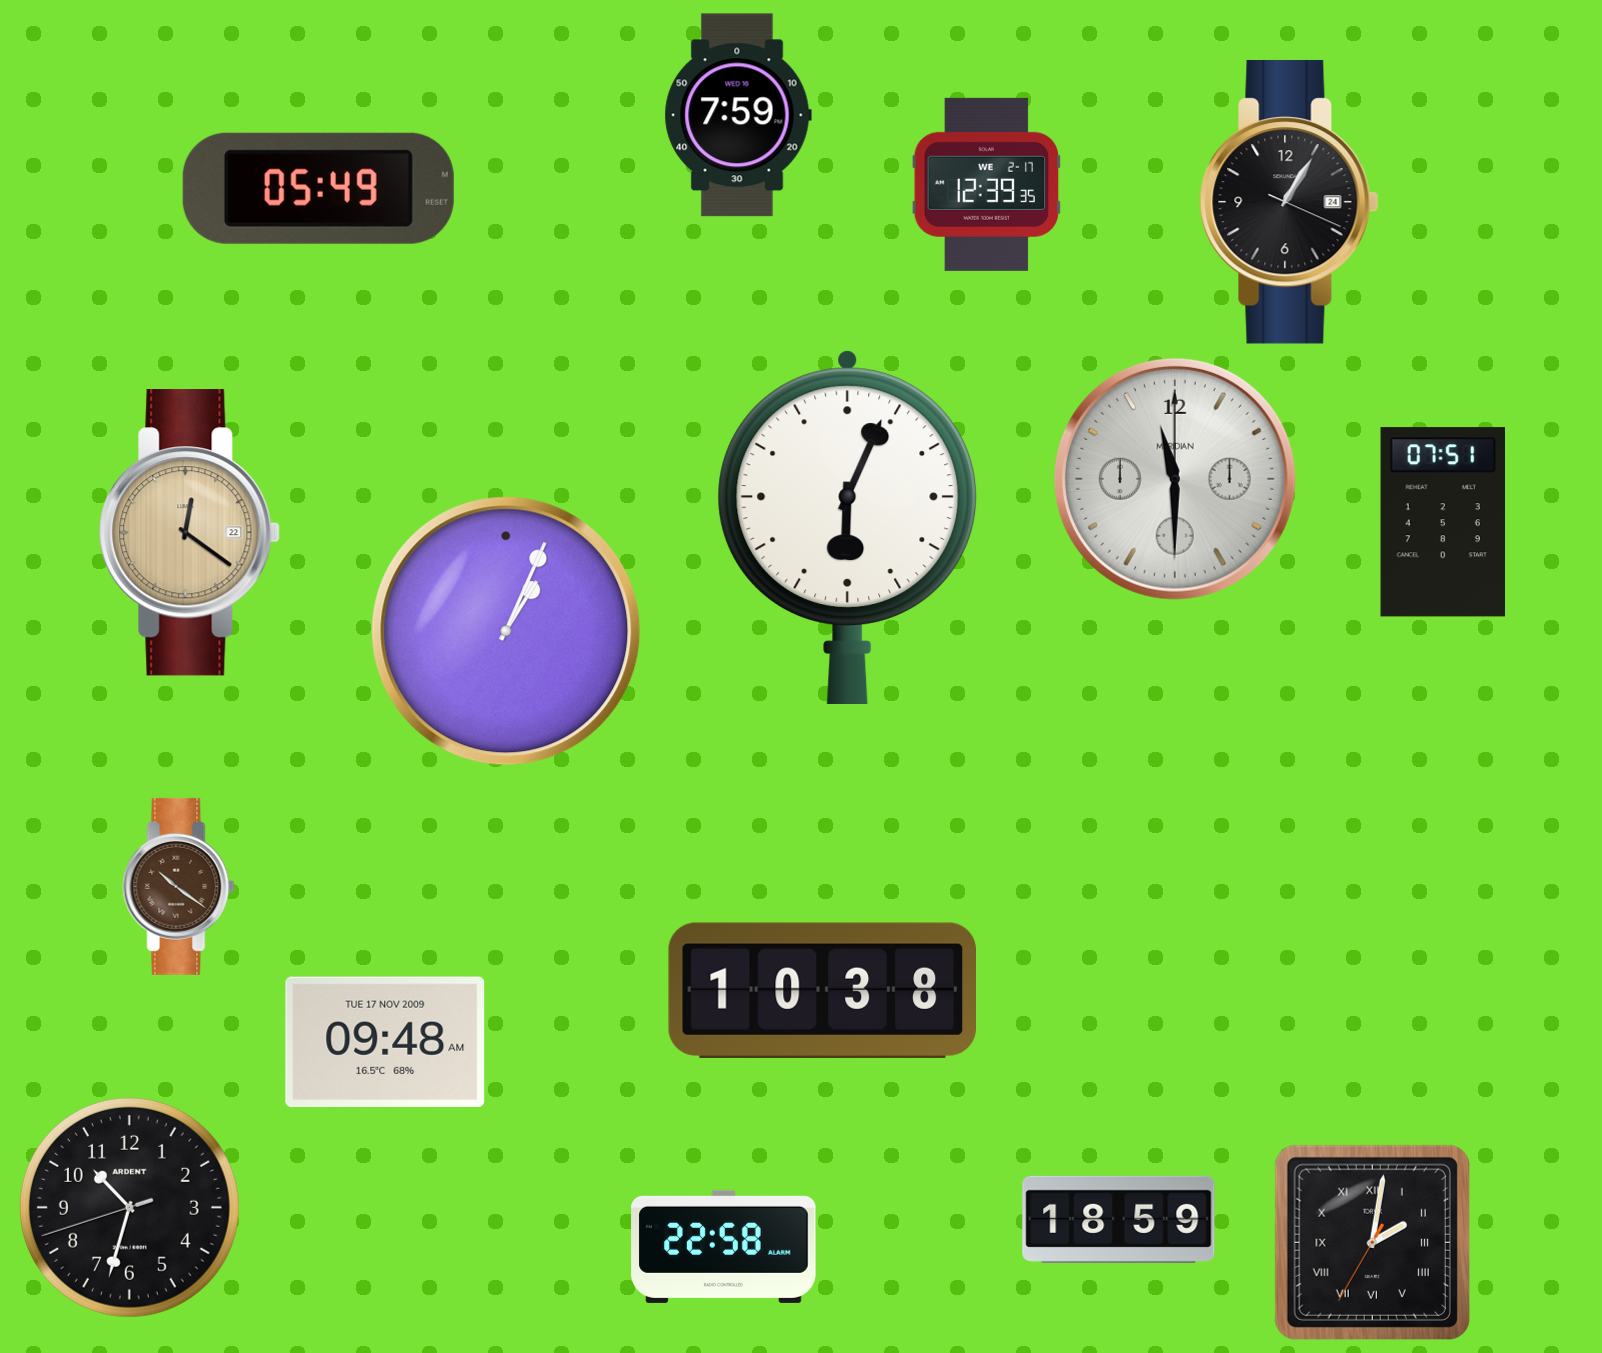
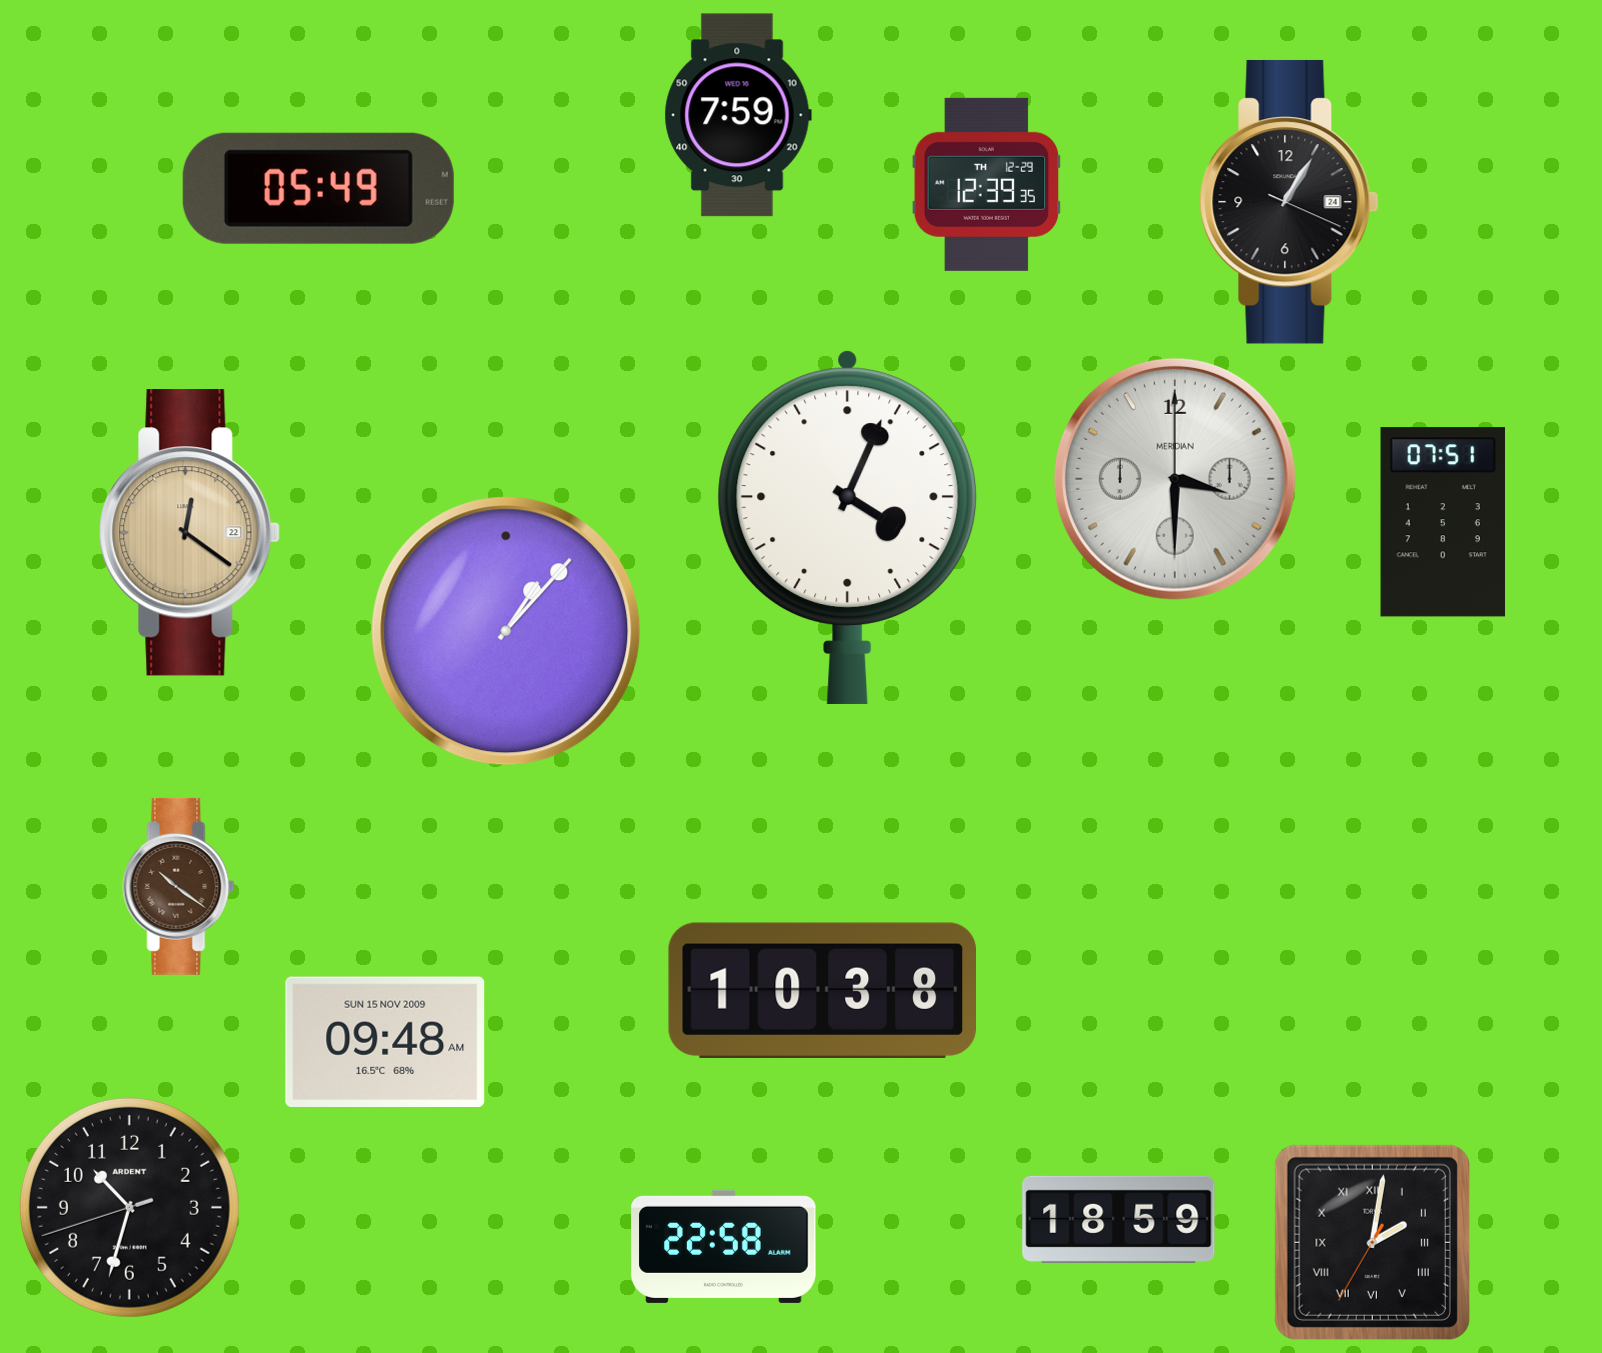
clock at (987, 184) date: WE 2-17 -> TH 12-29
clock at (1175, 479): 11:30 -> 3:30
clock at (848, 527): 6:04 -> 4:04
clock at (506, 631): 1:04 -> 1:07
clock at (385, 1041) date: TUE 17 NOV 2009 -> SUN 15 NOV 2009
